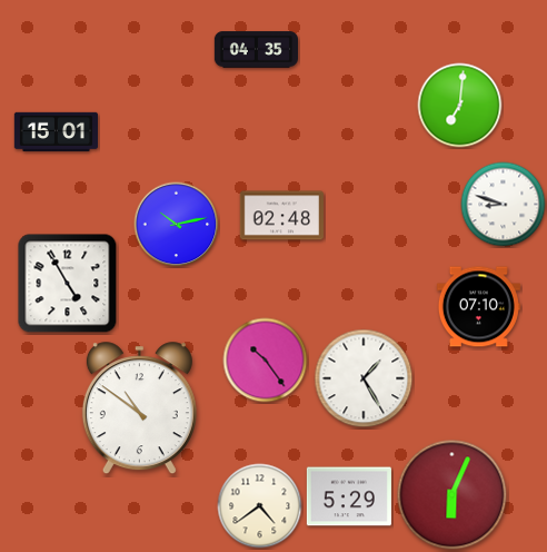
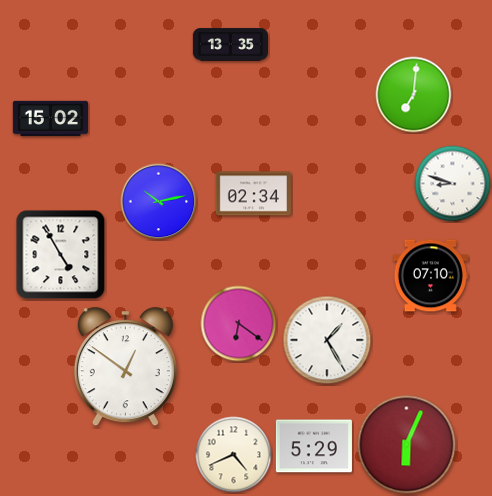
clock at (256, 50): 04:35 -> 13:35
clock at (56, 131): 15:01 -> 15:02
clock at (281, 216): 02:48 -> 02:34
clock at (266, 361): 10:24 -> 6:21
clock at (139, 408): 10:51 -> 12:51
clock at (260, 506): 4:39 -> 4:41
